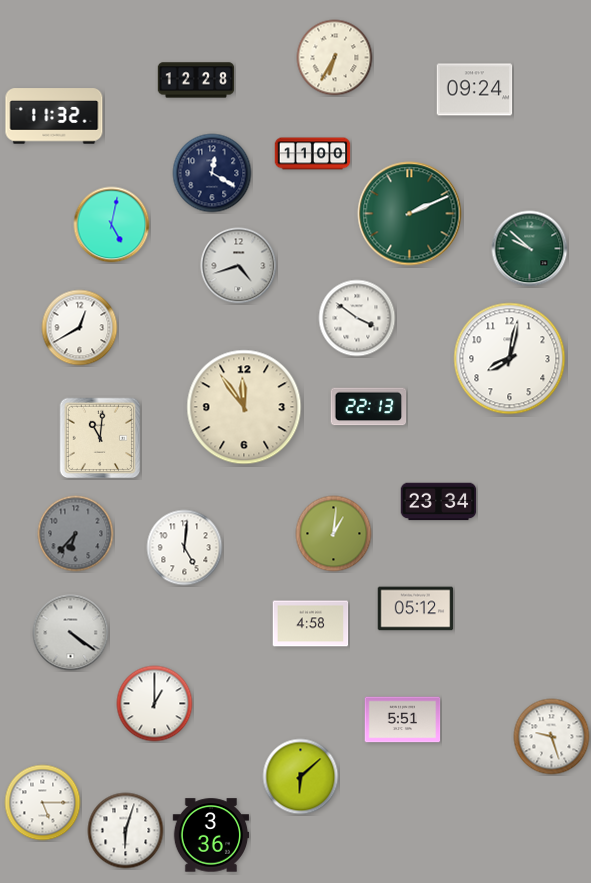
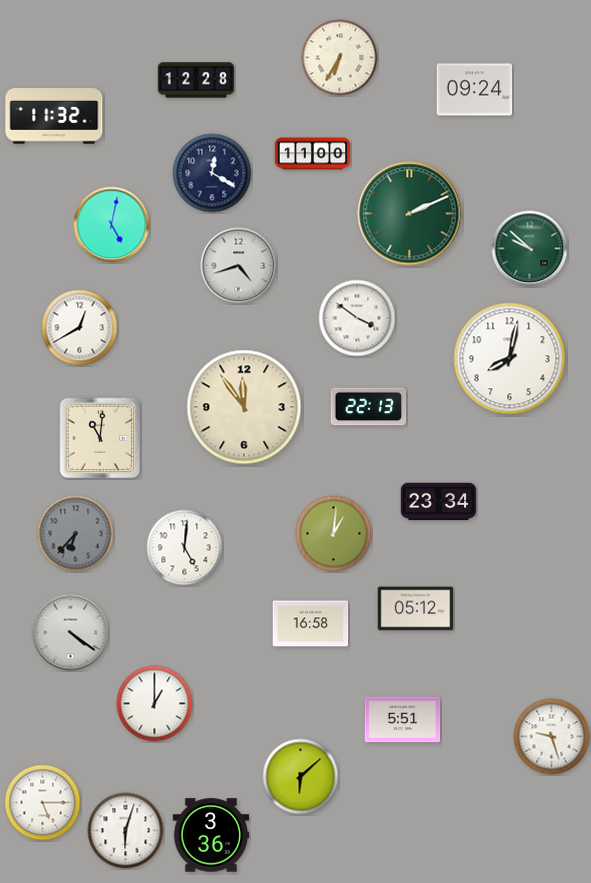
clock at (335, 58) position: (335, 58) -> (340, 58)
clock at (311, 624): 4:58 -> 16:58
